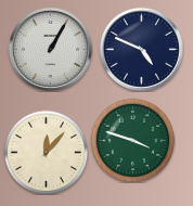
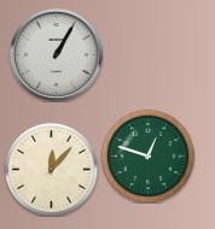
clock at (141, 49): 4:49 -> none
clock at (132, 140): 3:48 -> 12:48
